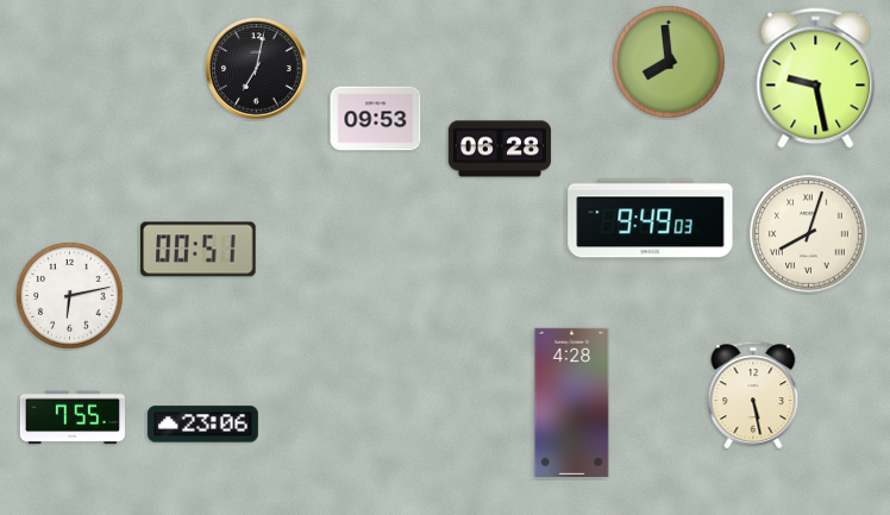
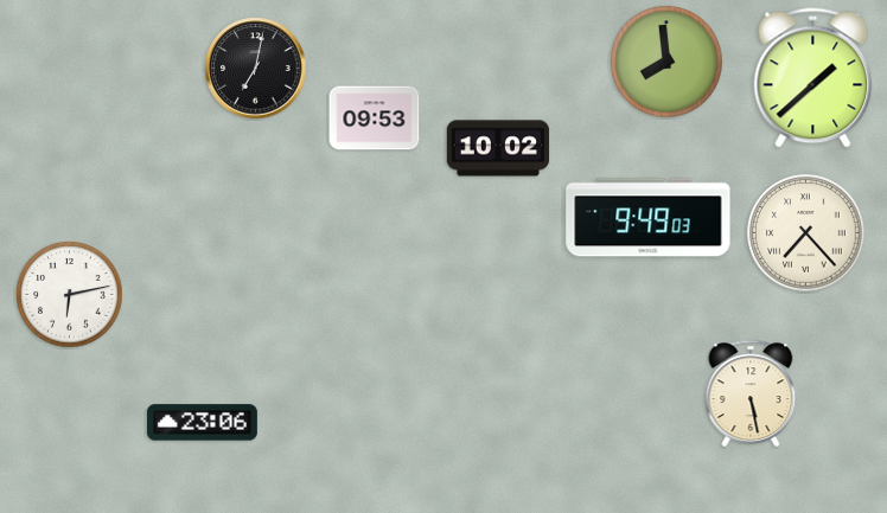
clock at (816, 78): 9:28 -> 1:38
clock at (500, 149): 06:28 -> 10:02
clock at (809, 234): 8:03 -> 7:23
clock at (199, 250): 00:51 -> none
clock at (572, 402): 4:28 -> none
clock at (71, 417): 7:55 -> none
